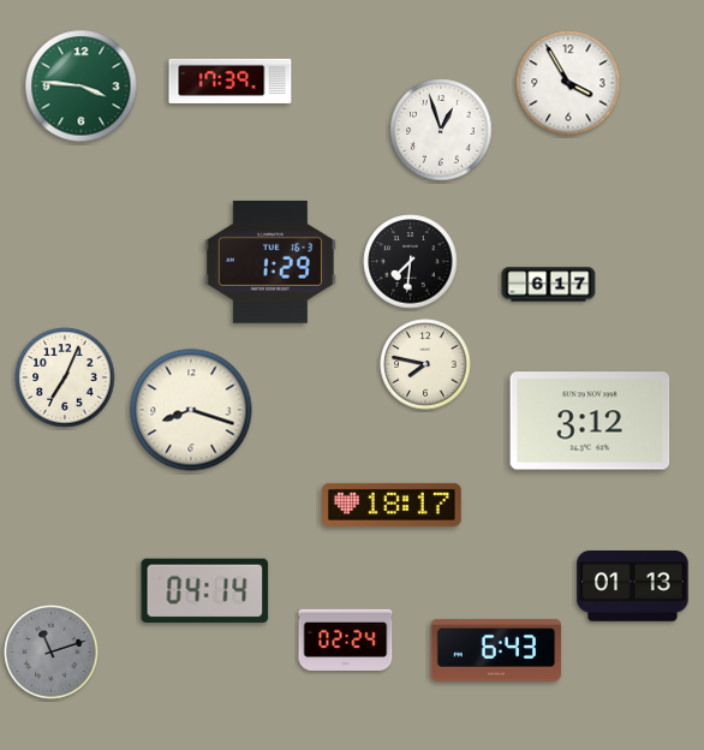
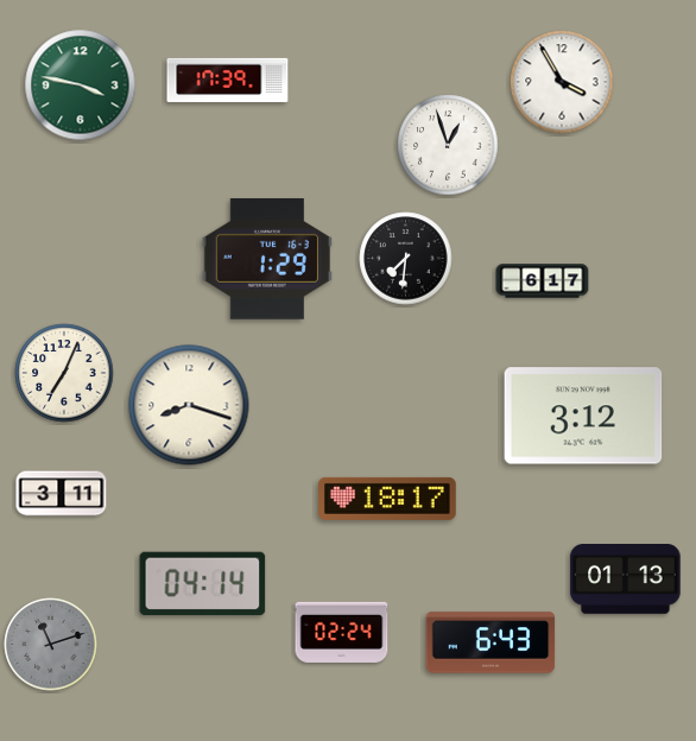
clock at (82, 87): 3:46 -> 3:47
clock at (441, 130) position: (441, 130) -> (448, 145)
clock at (425, 364): 7:47 -> none
clock at (62, 494): none -> 3:11
